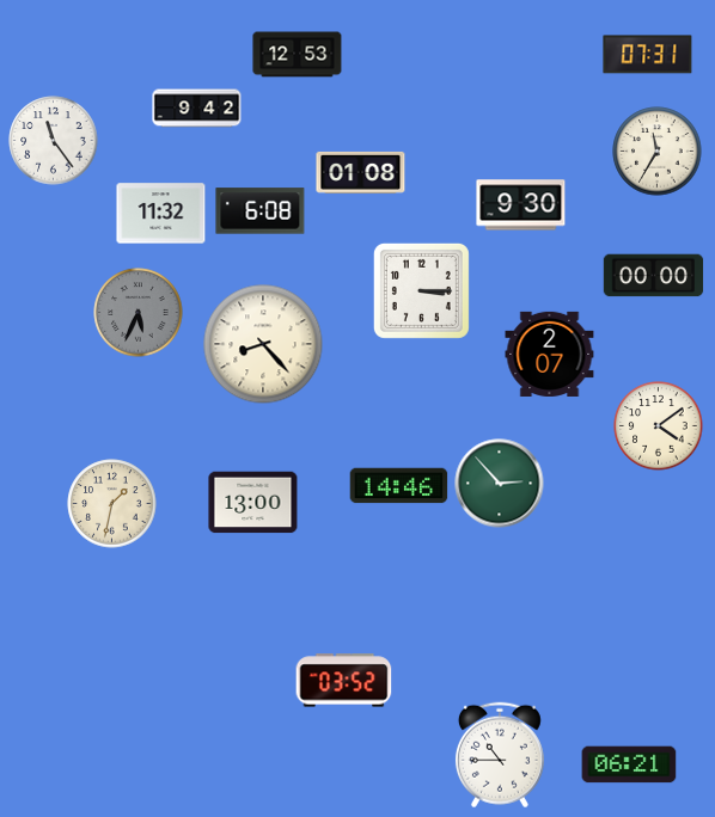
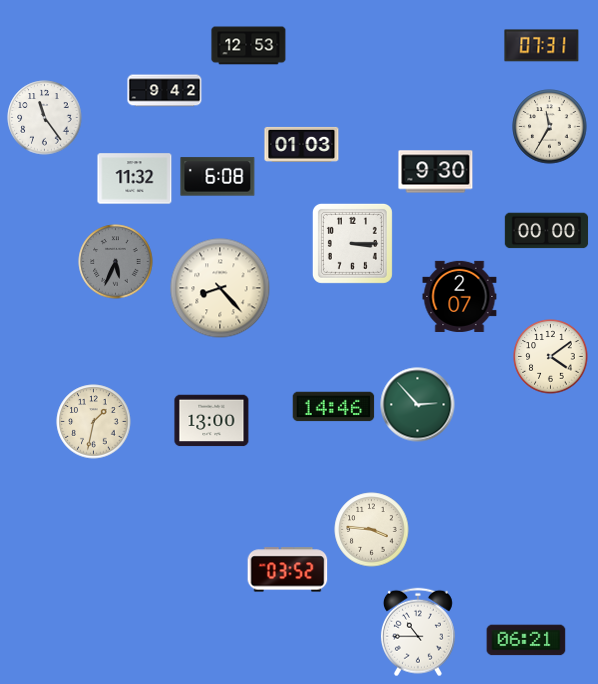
clock at (361, 172): 01:08 -> 01:03
clock at (372, 530): none -> 3:46
